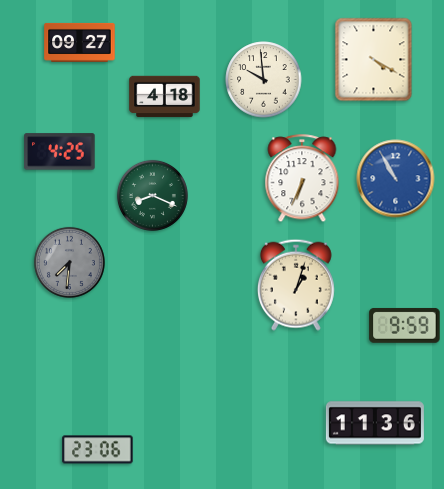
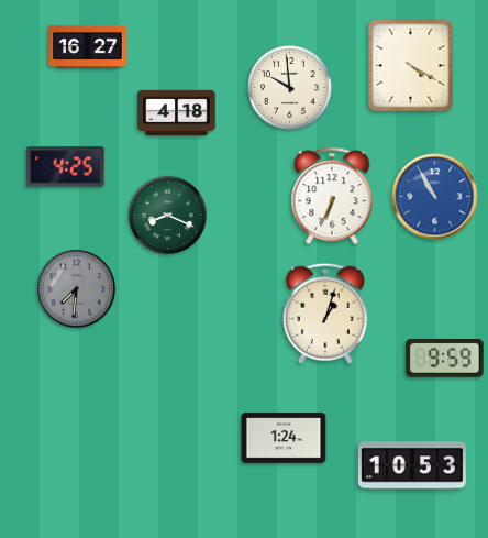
clock at (80, 42): 09:27 -> 16:27
clock at (165, 97) position: (165, 97) -> (177, 113)
clock at (284, 439): none -> 1:24
clock at (375, 423): 11:36 -> 10:53
clock at (98, 450): 23:06 -> none
